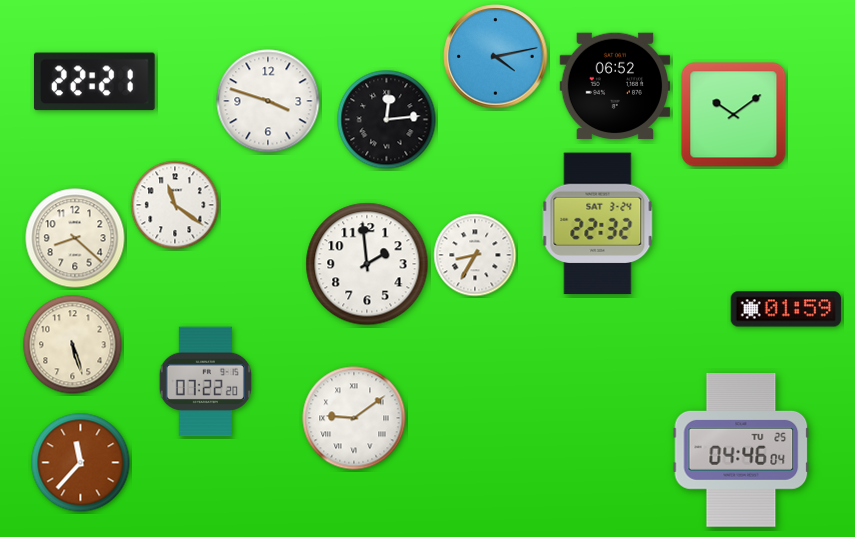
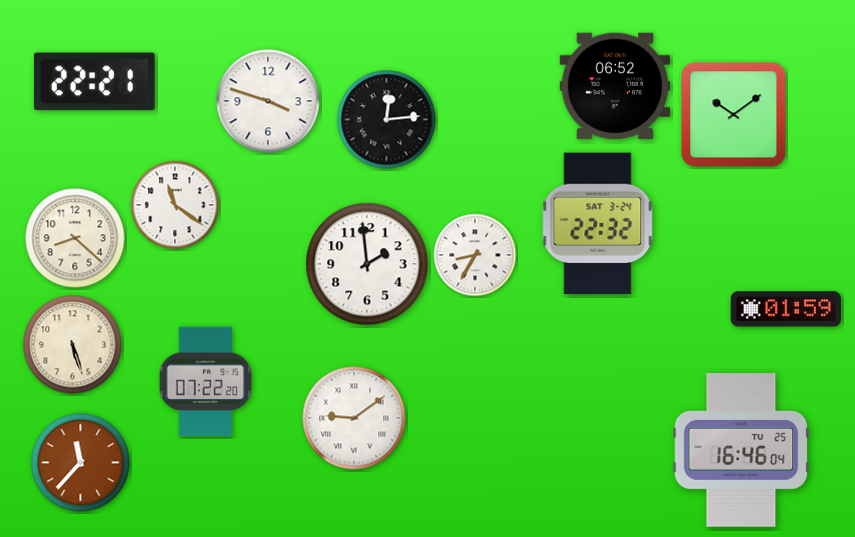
clock at (496, 57): 4:13 -> none
clock at (741, 450): 04:46 -> 16:46
